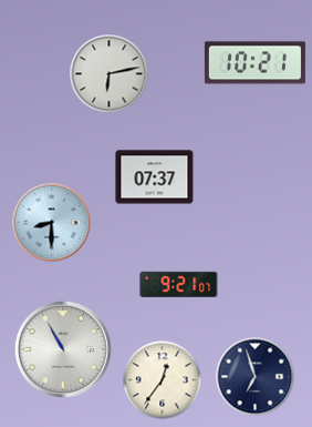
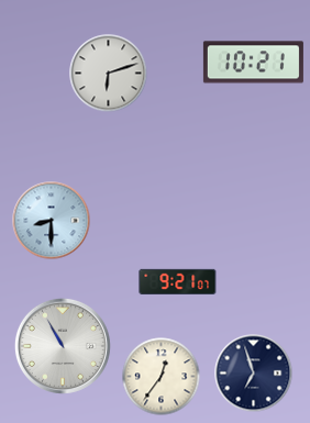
clock at (110, 74): 6:13 -> 6:12
clock at (155, 177): 07:37 -> none
